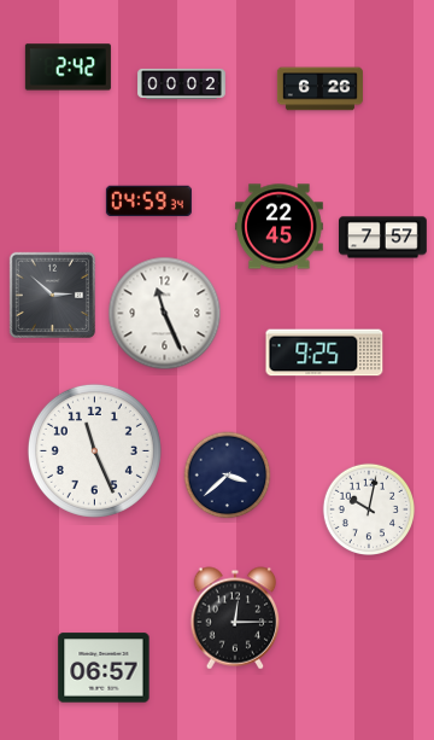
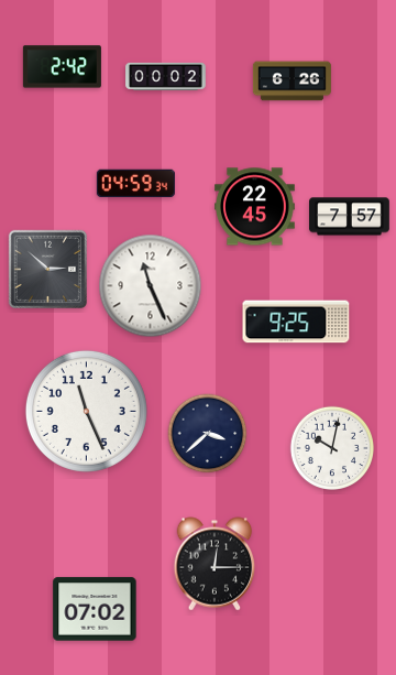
clock at (68, 68) position: (68, 68) -> (62, 67)
clock at (368, 508) position: (368, 508) -> (331, 447)
clock at (104, 668): 06:57 -> 07:02
